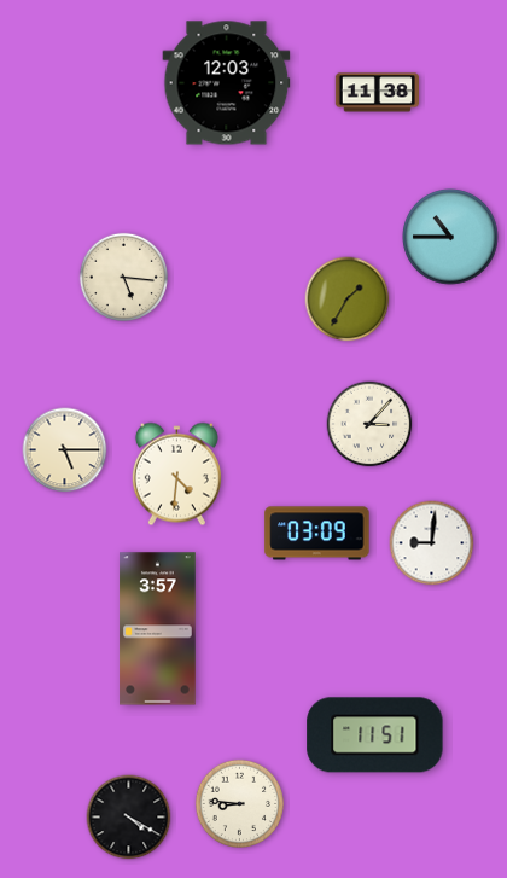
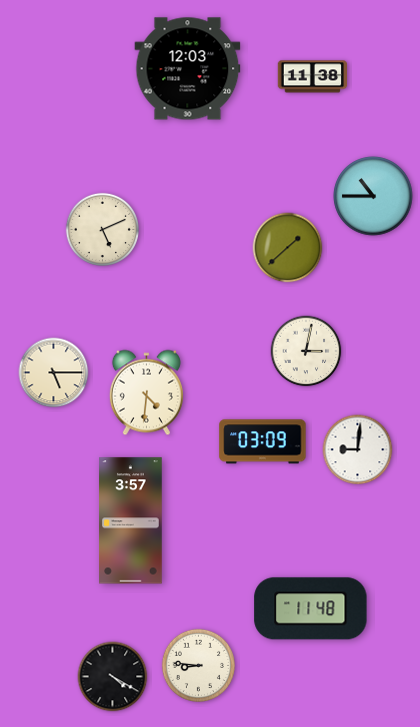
clock at (124, 278): 5:16 -> 5:11
clock at (348, 300): 1:35 -> 1:38
clock at (369, 424): 3:07 -> 3:02
clock at (375, 735): 11:51 -> 11:48
clock at (129, 818) position: (129, 818) -> (113, 677)
